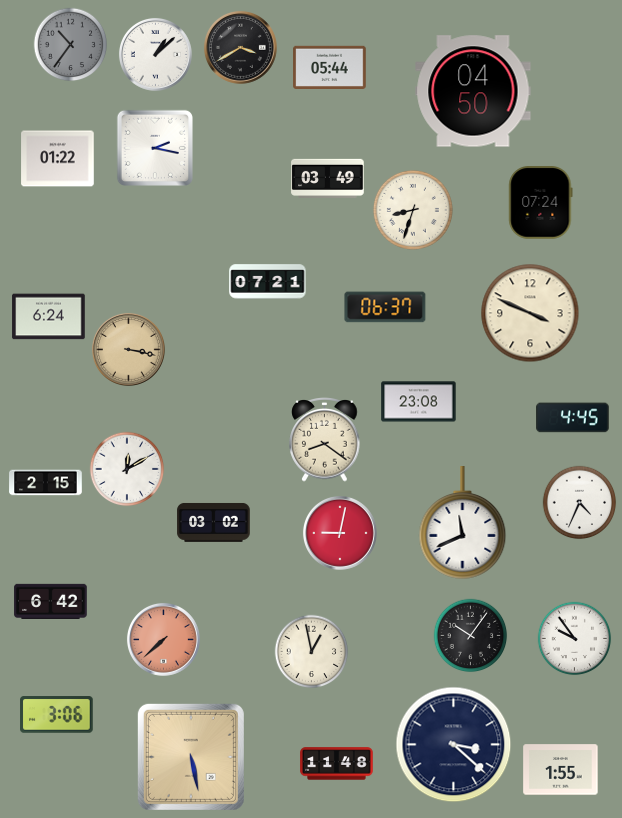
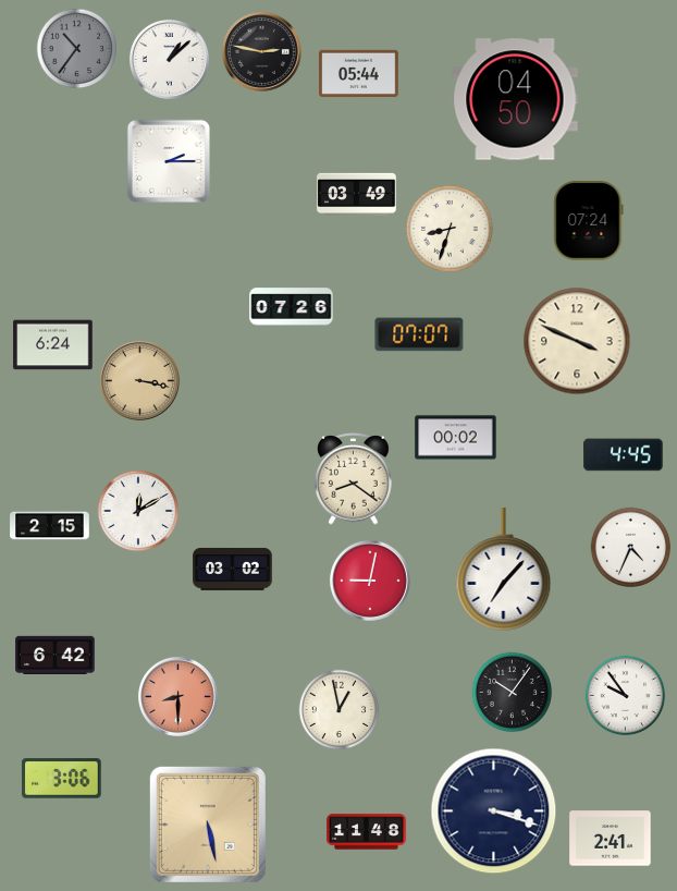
clock at (240, 47): 3:40 -> 2:47
clock at (155, 148): 2:17 -> 2:15
clock at (58, 159): 01:22 -> none
clock at (268, 282): 07:21 -> 07:26
clock at (385, 307): 06:37 -> 07:07
clock at (419, 402): 23:08 -> 00:02
clock at (463, 523): 11:41 -> 7:07
clock at (163, 639): 7:38 -> 8:30
clock at (454, 745): 3:22 -> 3:18
clock at (561, 770): 1:55 -> 2:41
